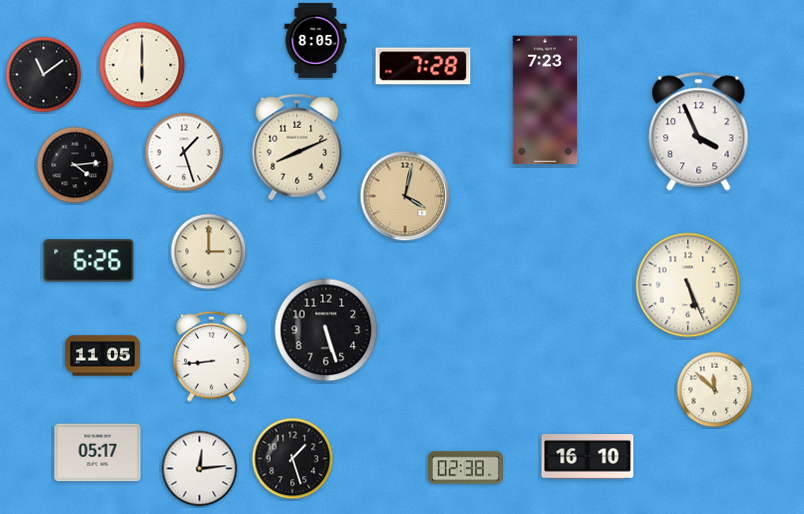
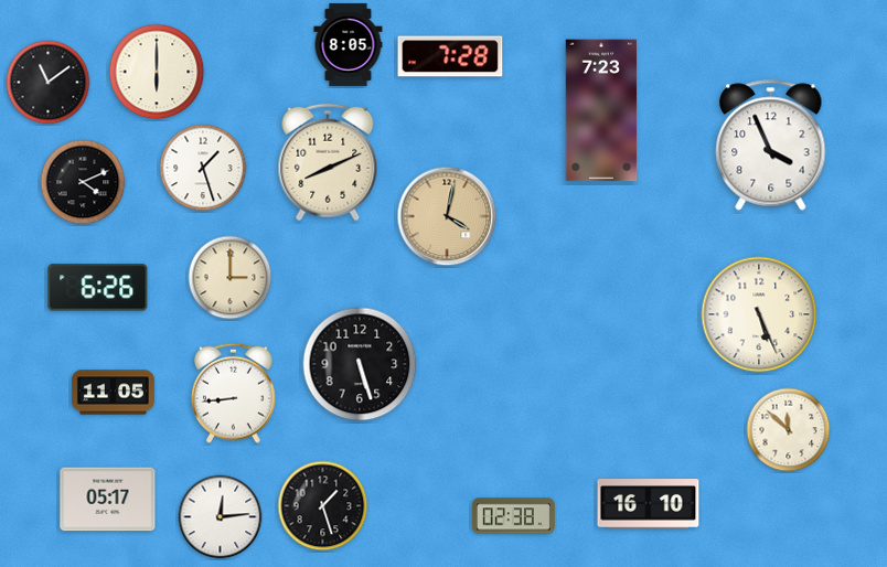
clock at (423, 66) position: (423, 66) -> (450, 56)
clock at (75, 165): 4:14 -> 4:11
